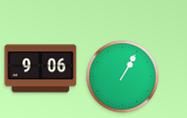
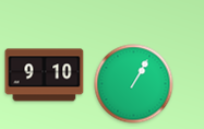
clock at (41, 69): 9:06 -> 9:10
